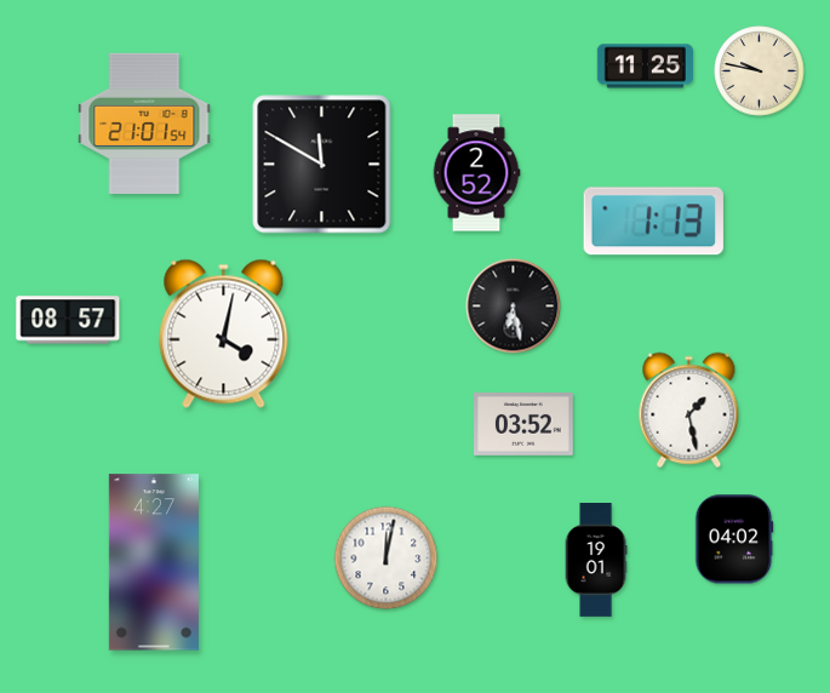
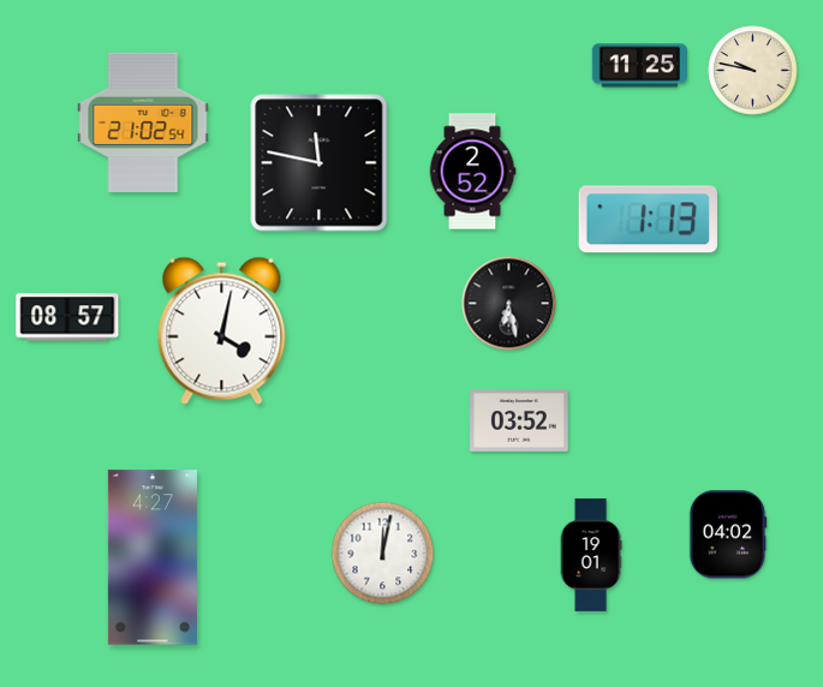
clock at (144, 122): 21:01 -> 21:02
clock at (322, 165): 11:50 -> 11:47
clock at (689, 411): 1:28 -> none
